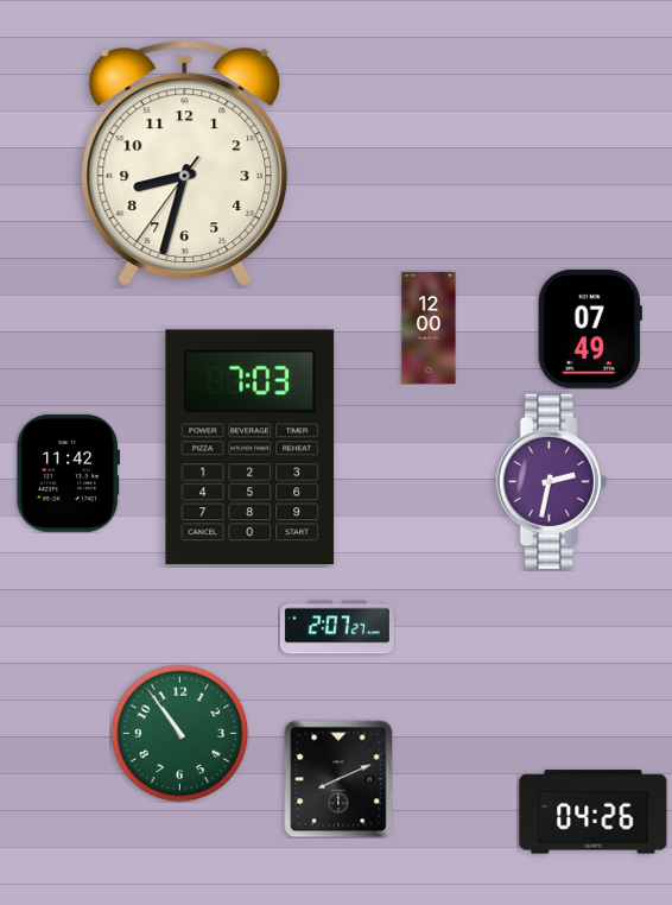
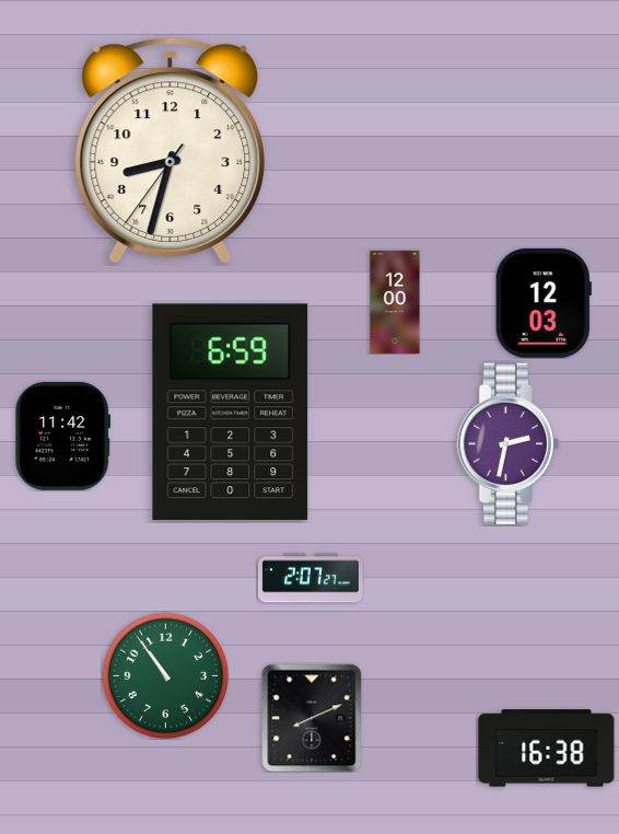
clock at (590, 329): 07:49 -> 12:03
clock at (251, 448): 7:03 -> 6:59
clock at (594, 812): 04:26 -> 16:38
